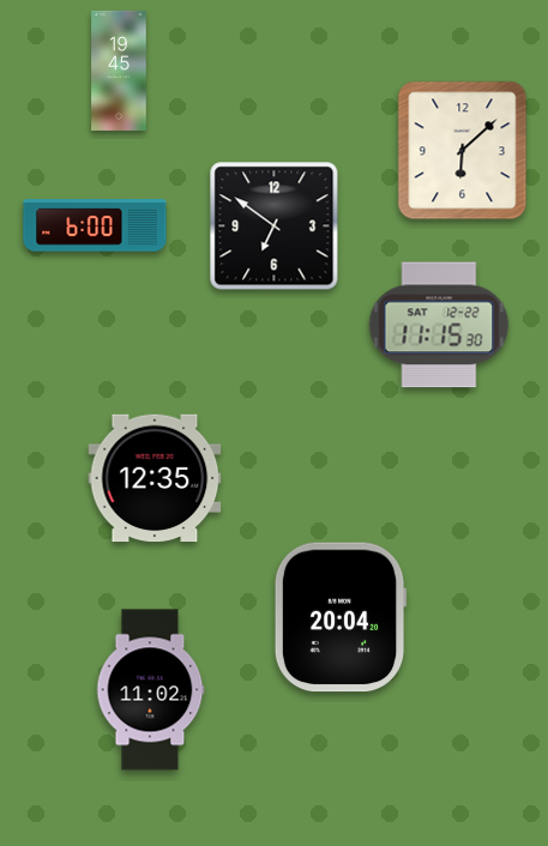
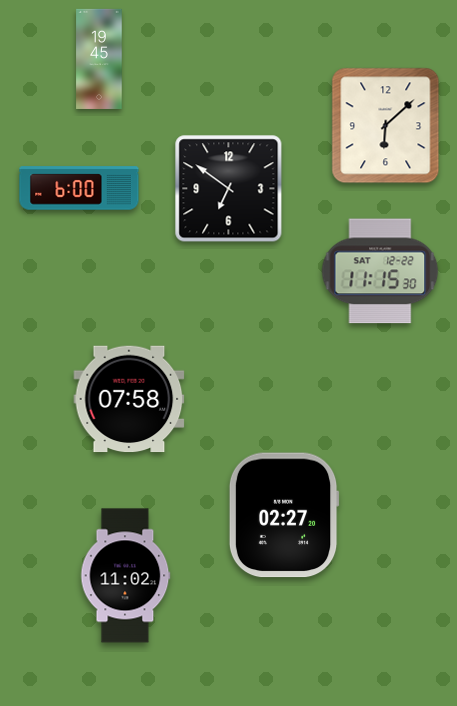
clock at (439, 325) position: (439, 325) -> (380, 271)
clock at (155, 478): 12:35 -> 07:58
clock at (341, 617): 20:04 -> 02:27
